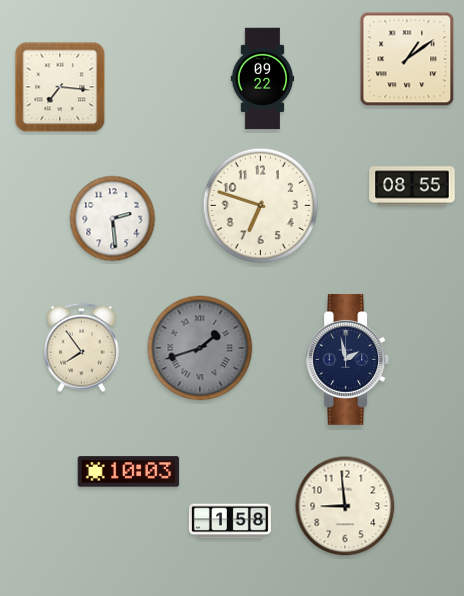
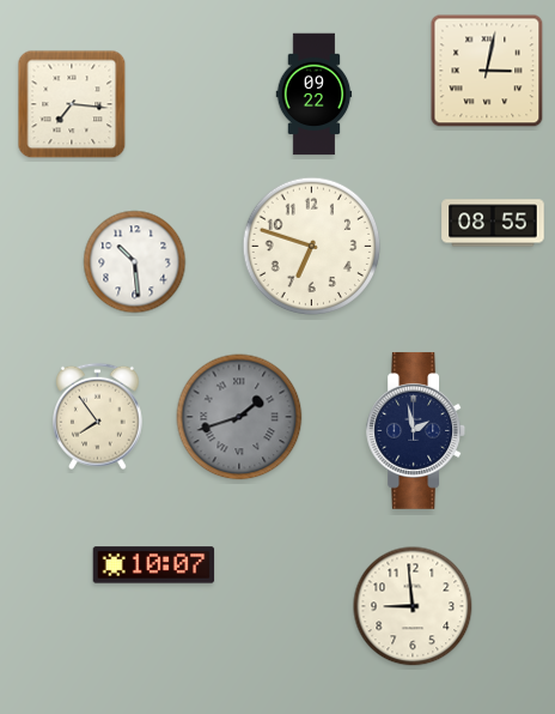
clock at (407, 59): 1:09 -> 3:02
clock at (113, 219): 2:29 -> 10:29
clock at (129, 472): 10:03 -> 10:07
clock at (230, 521): 1:58 -> none
